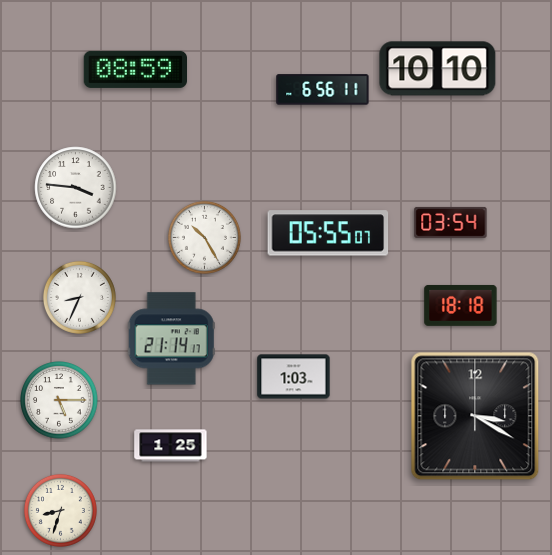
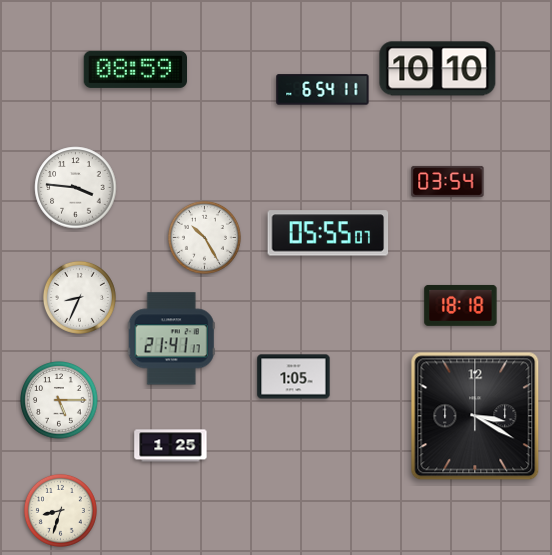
clock at (323, 90): 6:56 -> 6:54
clock at (451, 222) position: (451, 222) -> (448, 181)
clock at (171, 339): 21:14 -> 21:41
clock at (294, 377): 1:03 -> 1:05
